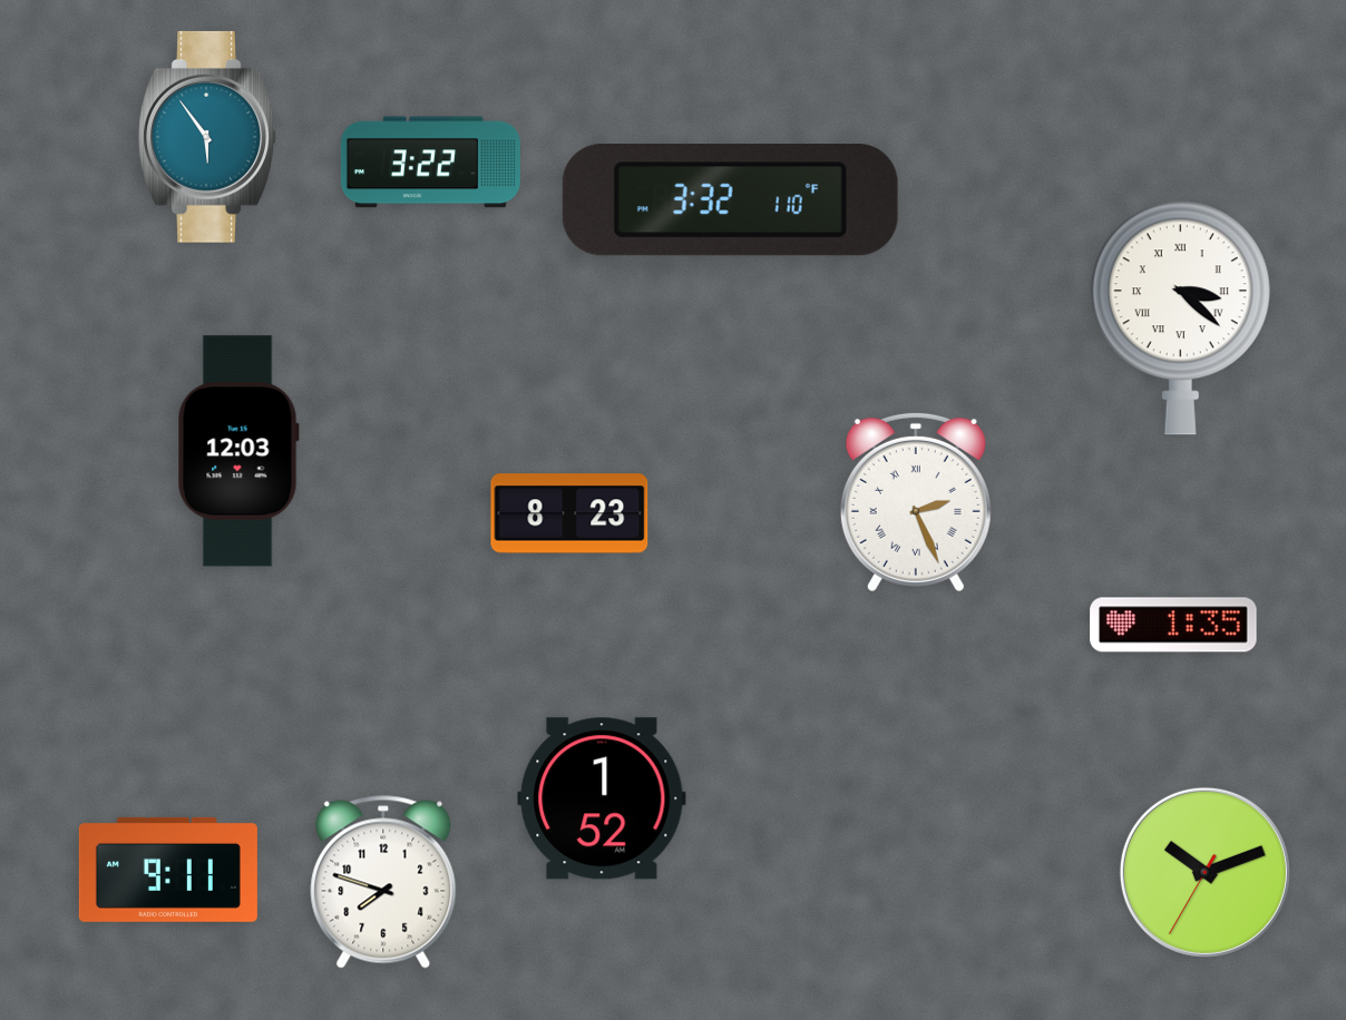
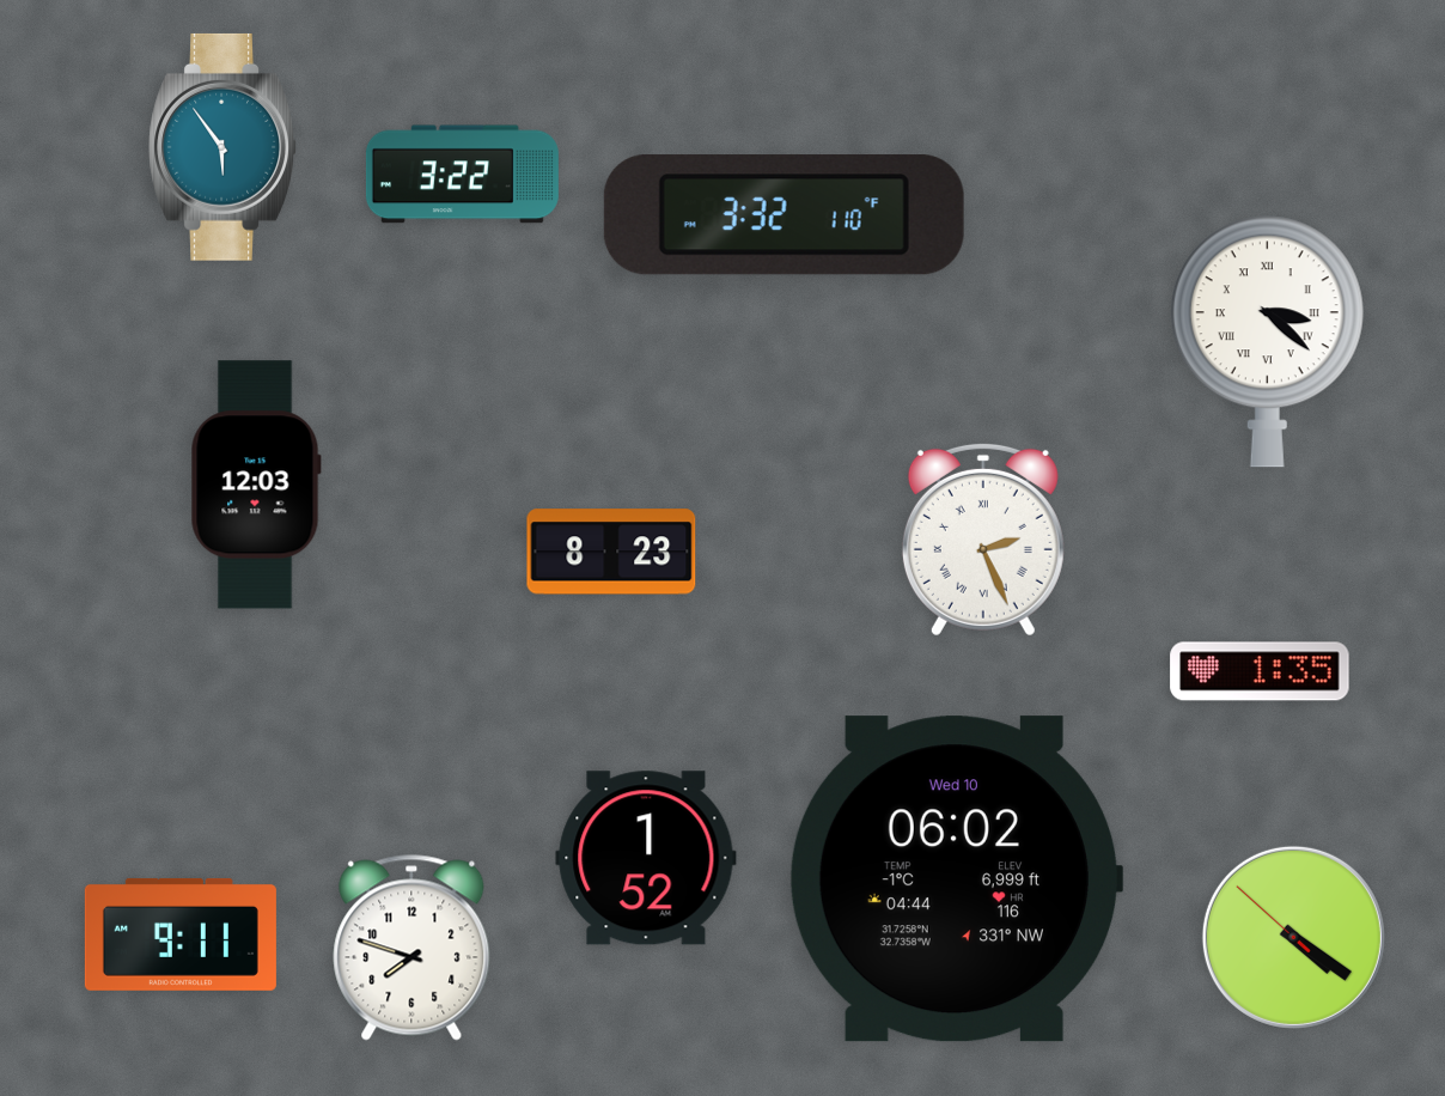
clock at (956, 879): none -> 06:02
clock at (1204, 872): 10:11 -> 4:20
